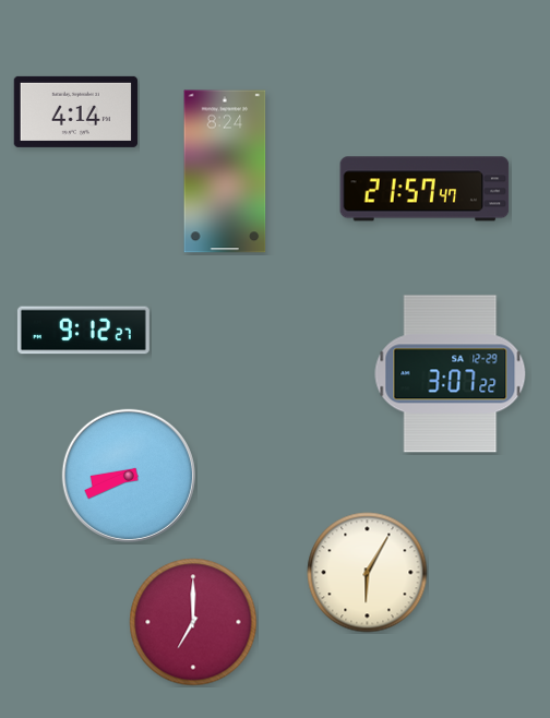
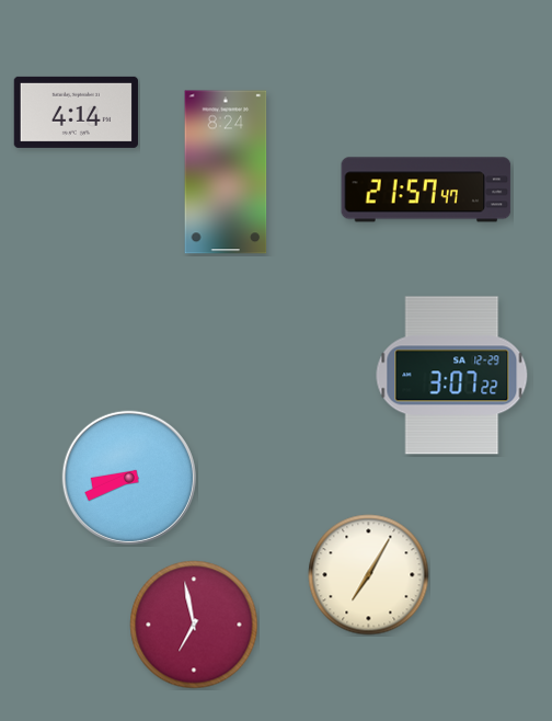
clock at (83, 331): 9:12 -> none
clock at (368, 573): 6:05 -> 7:05
clock at (193, 622): 7:00 -> 6:58
